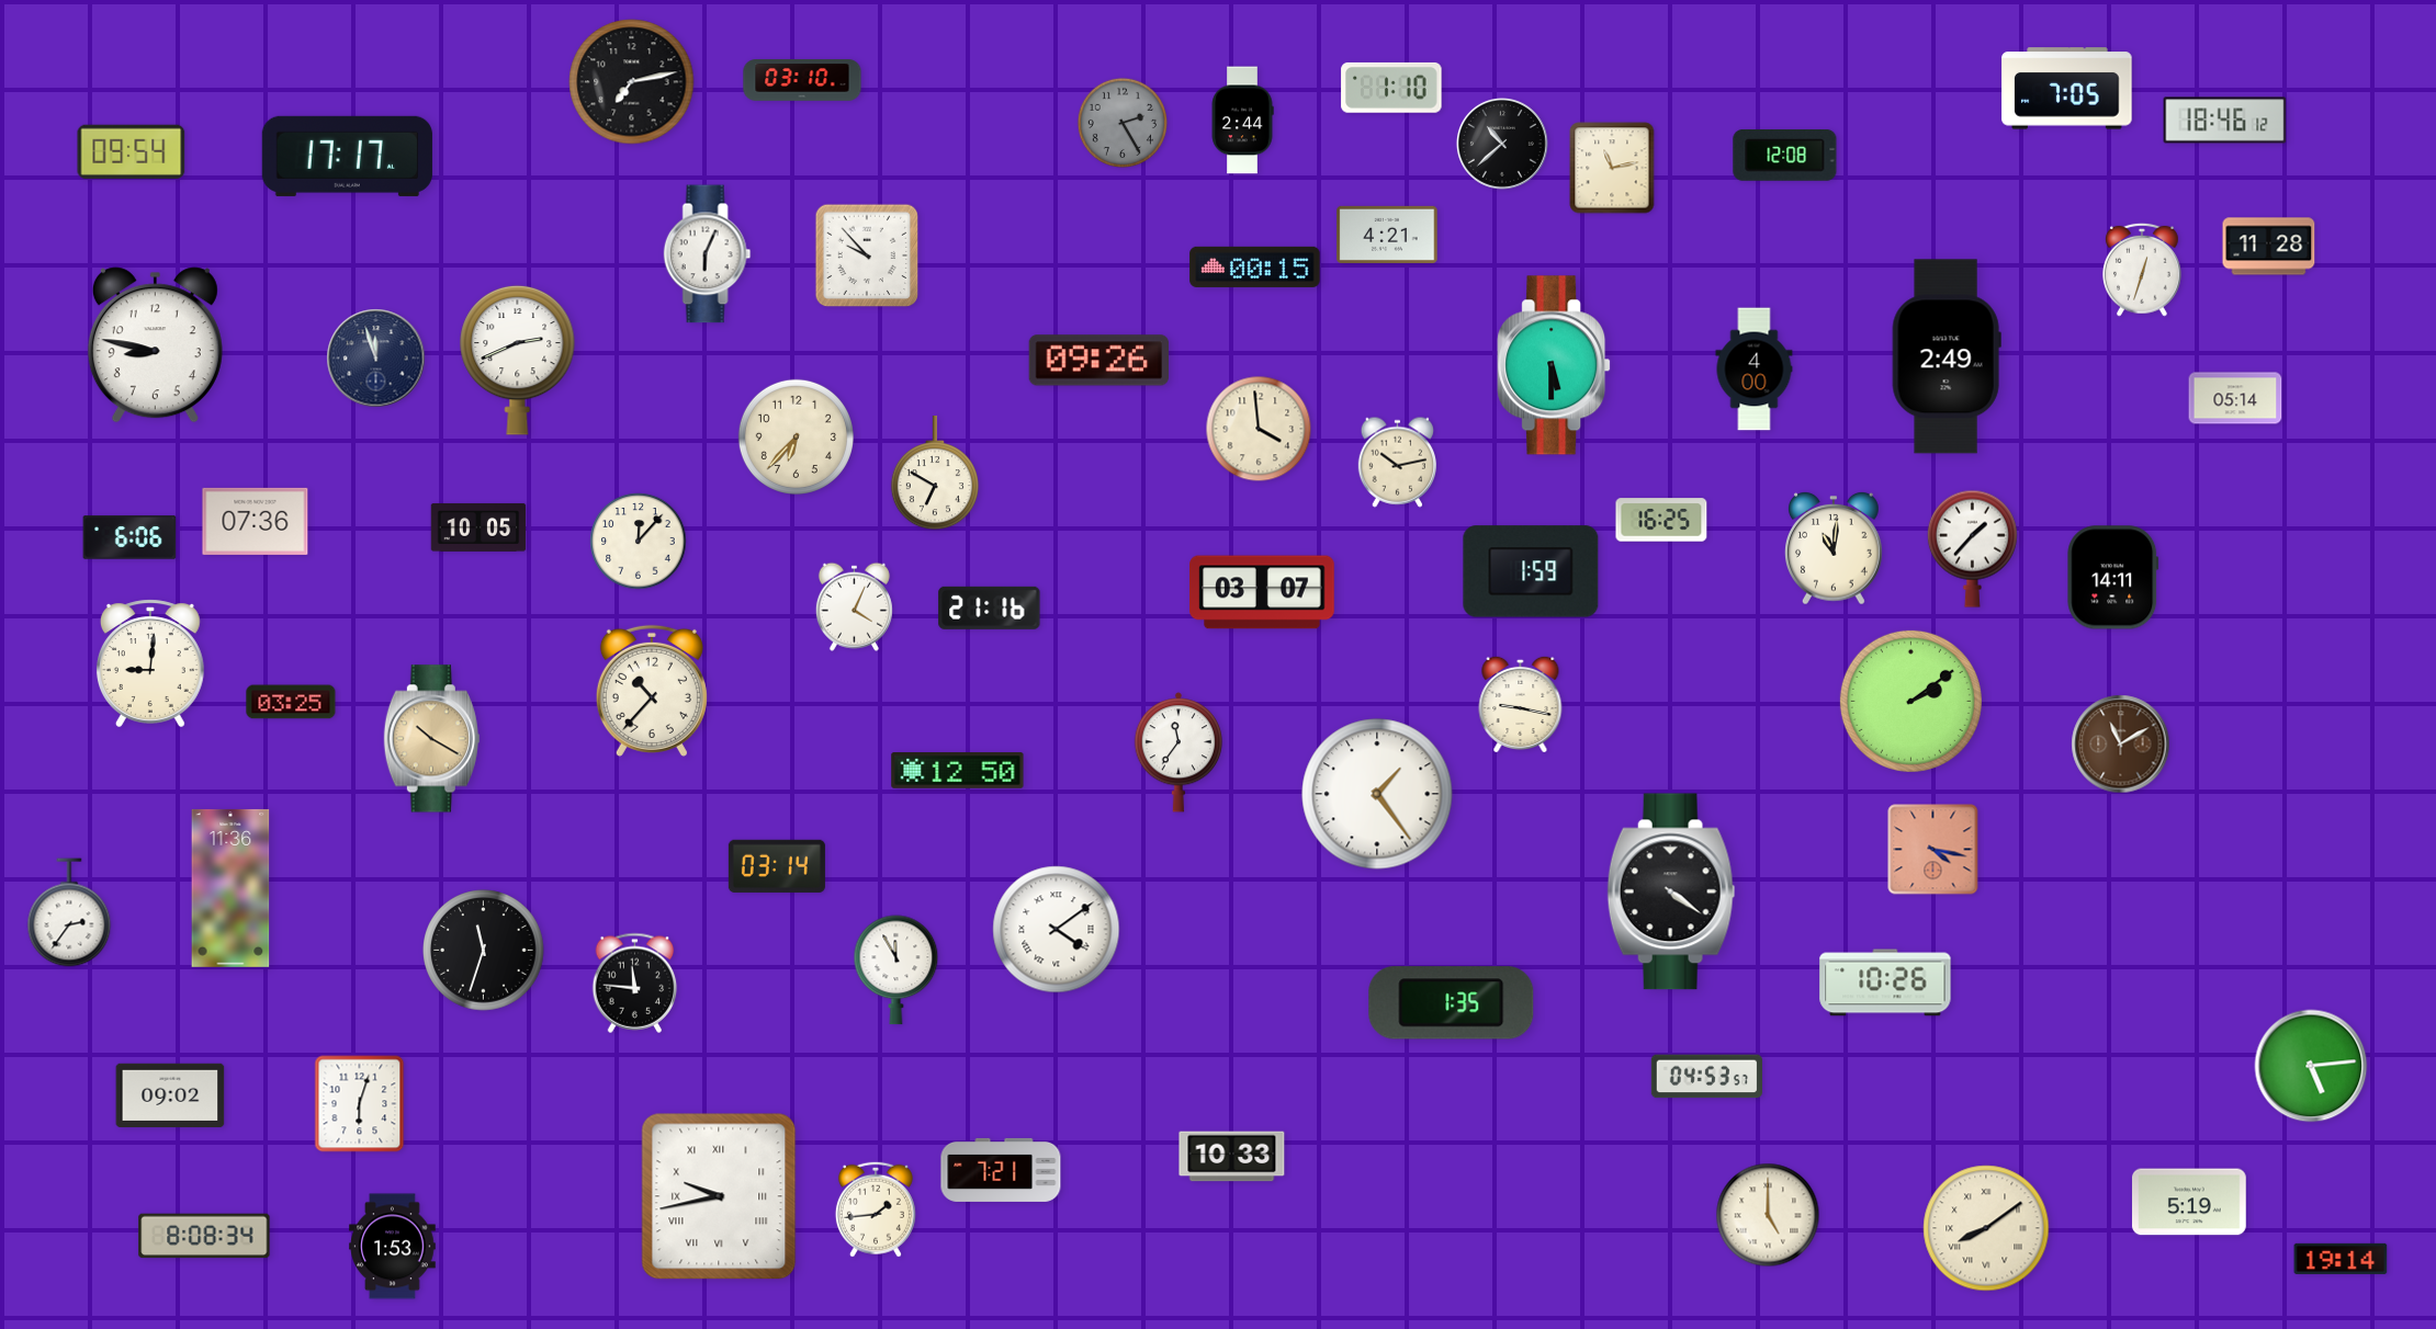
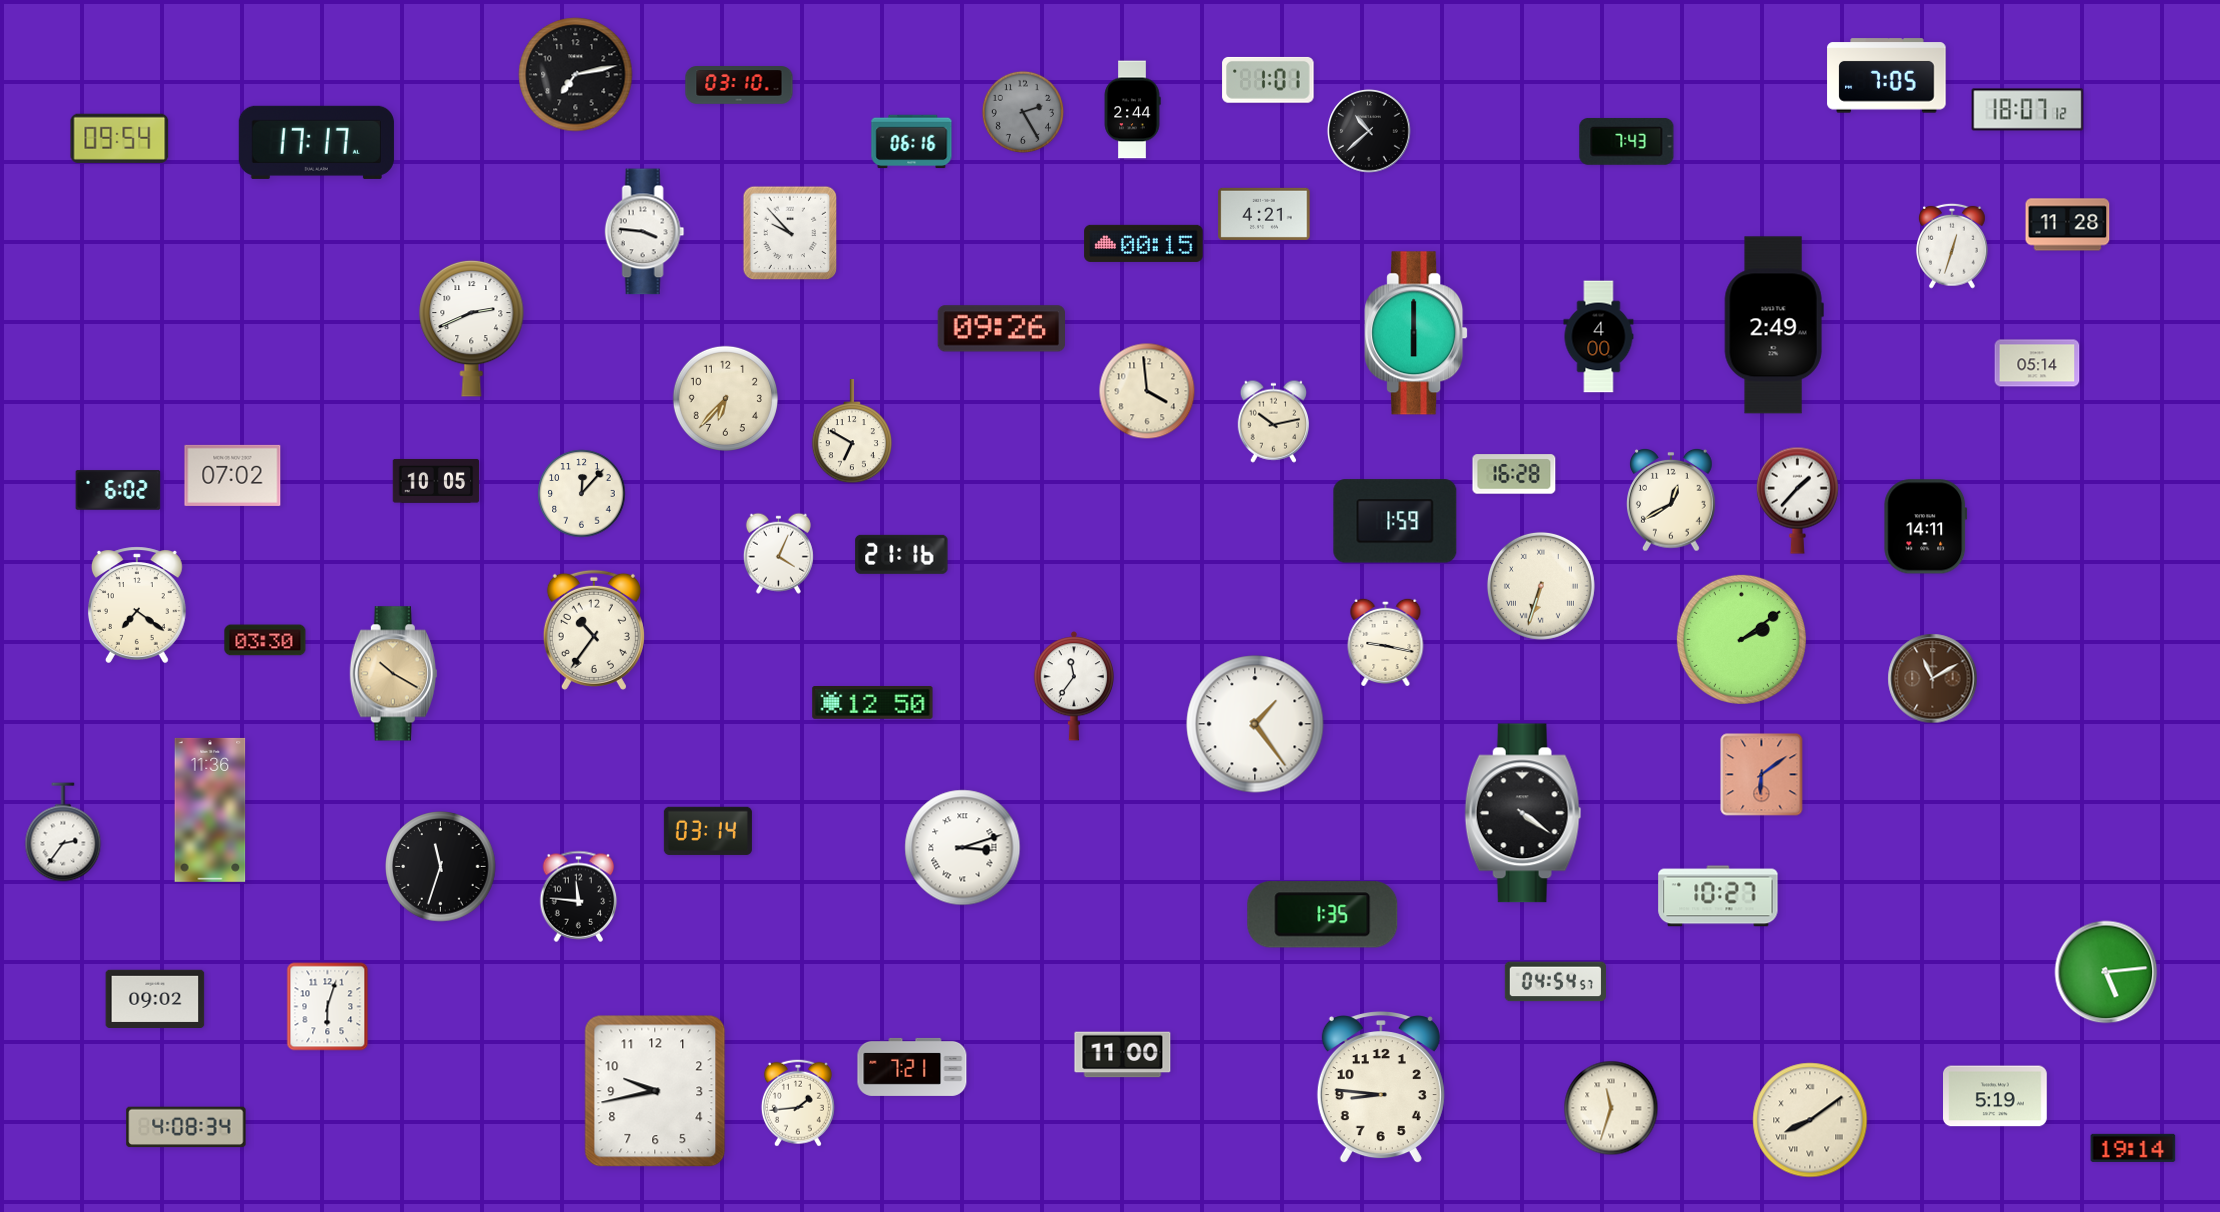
clock at (802, 80) position: (802, 80) -> (739, 85)
clock at (1391, 88): 1:10 -> 1:01
clock at (2067, 89) position: (2067, 89) -> (1887, 76)
clock at (2225, 121): 18:46 -> 18:07
clock at (1785, 155): 12:08 -> 7:43
clock at (912, 142): none -> 06:16
clock at (1612, 168): 11:13 -> none
clock at (708, 254): 6:04 -> 3:46
clock at (155, 345): 8:47 -> none
clock at (376, 359): 11:57 -> none
clock at (1554, 365): 5:30 -> 6:00
clock at (1661, 520): 16:25 -> 16:28
clock at (256, 521): 07:36 -> 07:02
clock at (129, 537): 6:06 -> 6:02
clock at (1835, 548): 11:01 -> 12:40
clock at (1262, 592): 03:07 -> none
clock at (1541, 586): none -> 6:33
clock at (150, 663): 9:01 -> 7:21
clock at (652, 691): 10:37 -> 10:36
clock at (291, 702): 03:25 -> 03:30
clock at (1933, 850): 4:17 -> 6:09
clock at (777, 866) position: (777, 866) -> (708, 831)
clock at (1057, 930): 4:09 -> 3:12
clock at (896, 970): 11:55 -> none
clock at (1885, 982): 10:26 -> 10:27
clock at (1706, 1077): 04:53 -> 04:54
clock at (1232, 1157): 10:33 -> 11:00
clock at (1381, 1088): none -> 8:46
clock at (719, 1196) numerals: Roman -> Arabic
clock at (1768, 1215): 5:00 -> 11:33
clock at (204, 1236): 8:08 -> 4:08
clock at (393, 1247): 1:53 -> none
